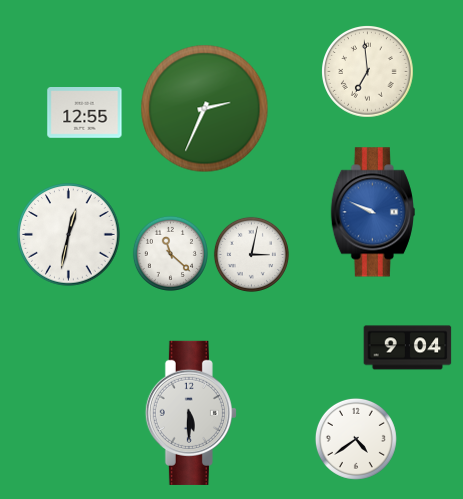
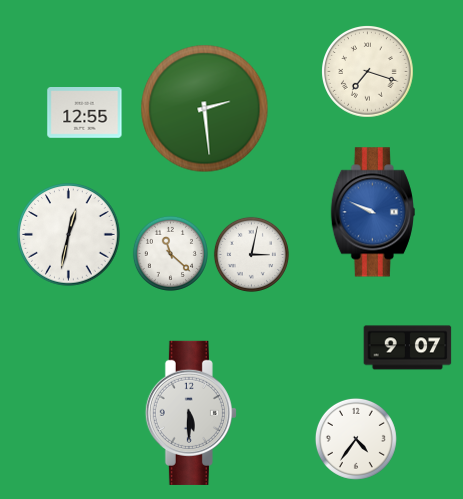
clock at (368, 72): 6:59 -> 7:18
clock at (205, 109): 2:34 -> 2:29
clock at (408, 348): 9:04 -> 9:07
clock at (356, 439): 4:39 -> 4:36
